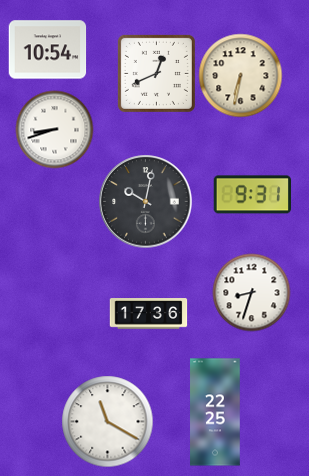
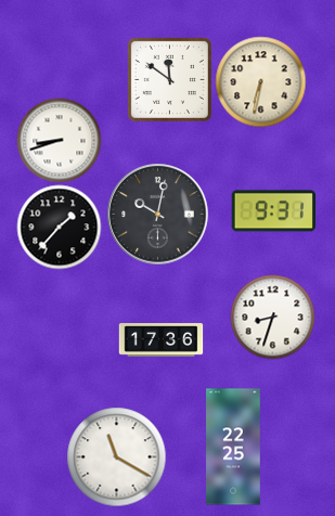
clock at (47, 50): 10:54 -> none
clock at (156, 73): 12:41 -> 11:51
clock at (145, 201) position: (145, 201) -> (157, 214)
clock at (59, 227): none -> 1:37
